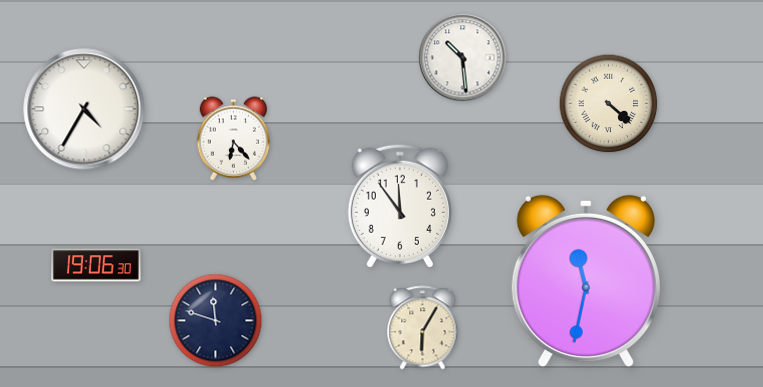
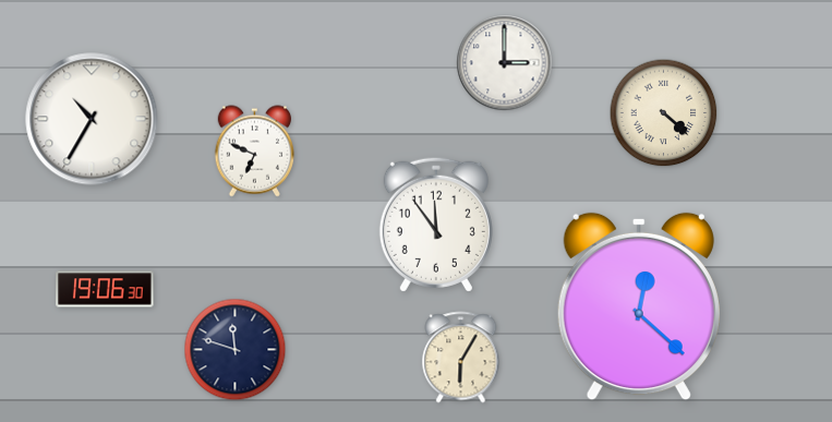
clock at (463, 58): 10:29 -> 3:00
clock at (84, 109): 4:35 -> 10:35
clock at (234, 139): 6:23 -> 6:49
clock at (586, 281): 11:32 -> 12:22
